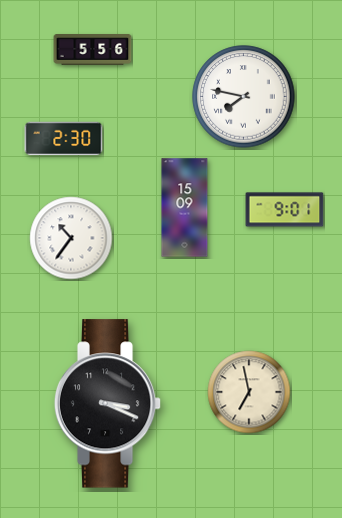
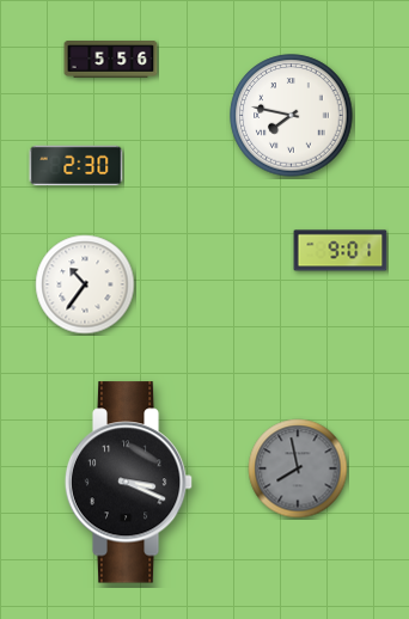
clock at (185, 208): 15:09 -> none
clock at (249, 392): 6:58 -> 7:58
clock at (249, 392) dial: cream -> grey
